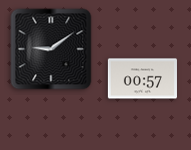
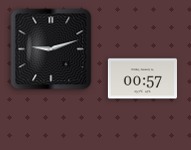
clock at (51, 49): 9:09 -> 9:12
